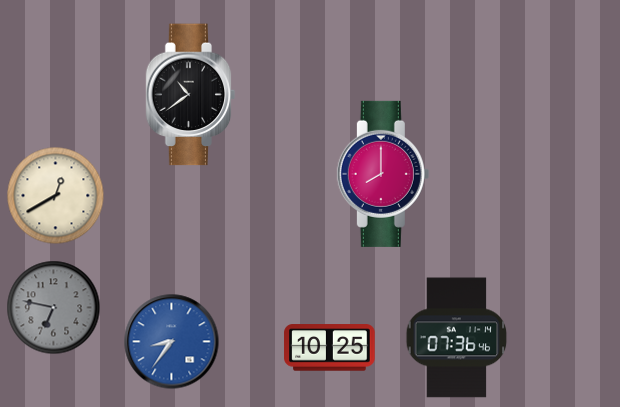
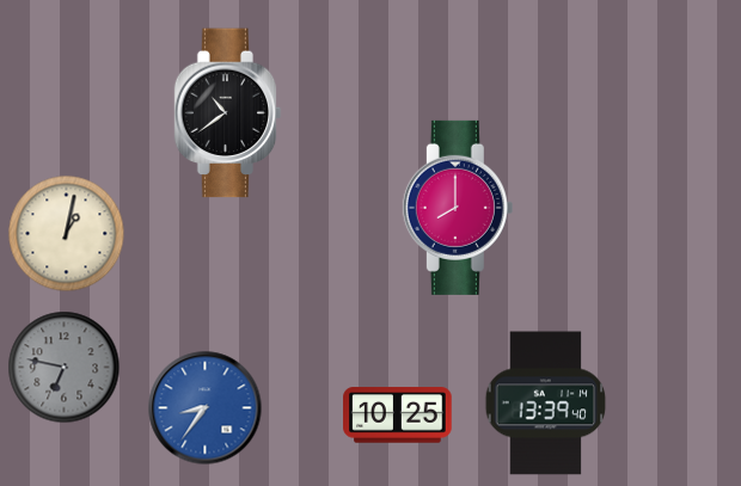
clock at (56, 196): 12:40 -> 1:02
clock at (457, 338): 07:36 -> 13:39
clock at (330, 348) position: (330, 348) -> (398, 416)
